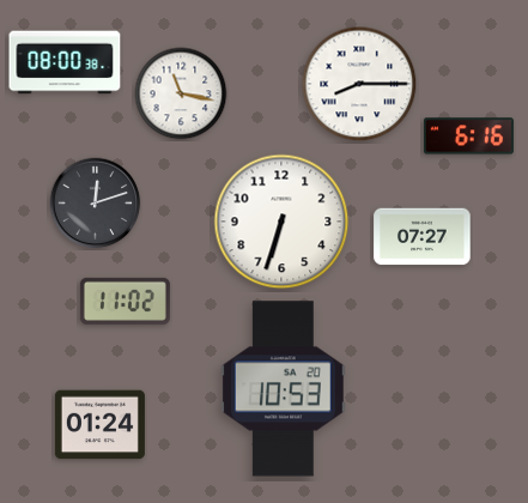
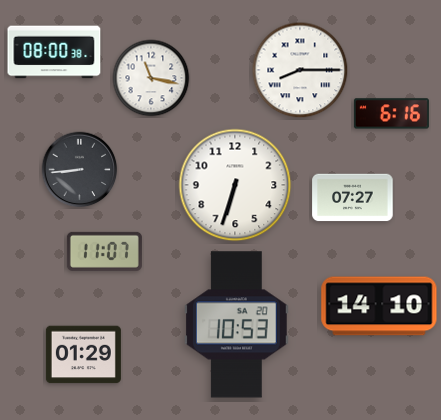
clock at (96, 204): 12:12 -> 8:44
clock at (125, 301): 11:02 -> 11:07
clock at (379, 306): none -> 14:10
clock at (99, 425): 01:24 -> 01:29
